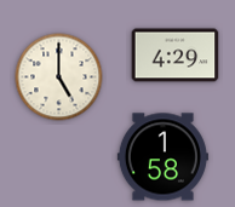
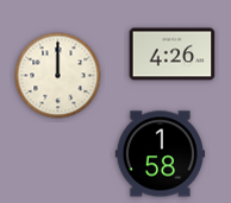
clock at (176, 56): 4:29 -> 4:26
clock at (59, 77): 5:00 -> 12:00
